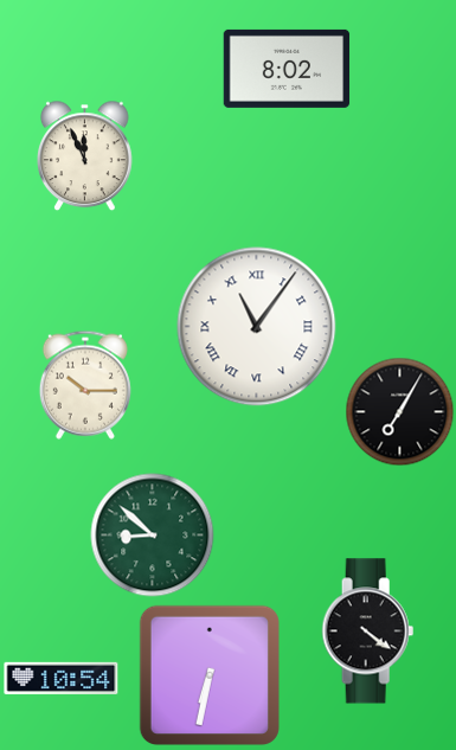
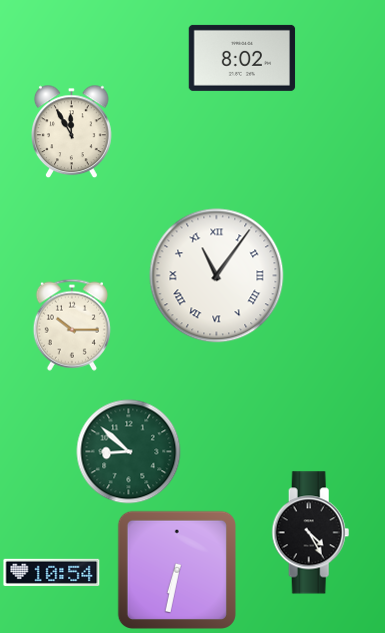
clock at (85, 156): 11:56 -> 11:55
clock at (400, 412): 7:05 -> none
clock at (368, 632): 4:21 -> 4:25
